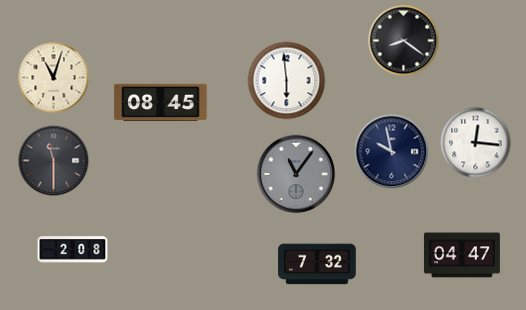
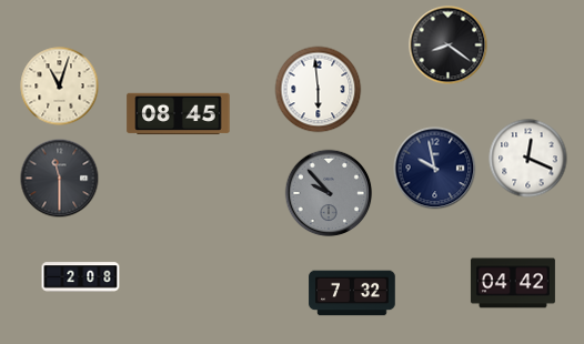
clock at (476, 143): 12:16 -> 12:19
clock at (296, 174): 11:06 -> 9:53
clock at (462, 255): 04:47 -> 04:42
